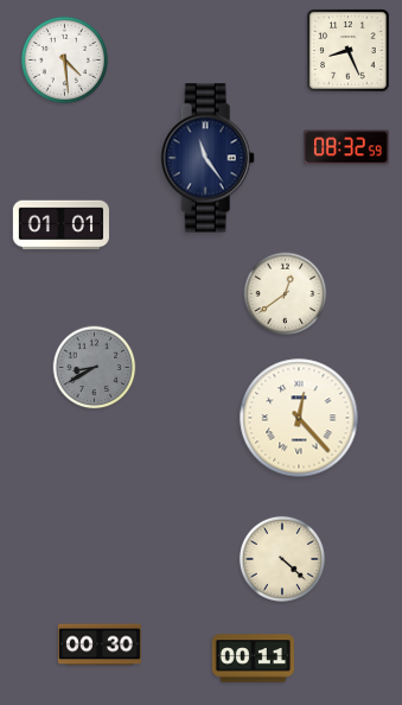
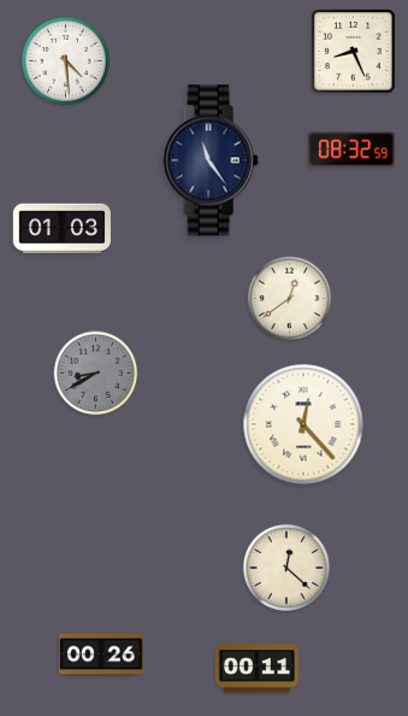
clock at (60, 226): 01:01 -> 01:03
clock at (282, 559): 4:22 -> 12:22
clock at (100, 644): 00:30 -> 00:26
